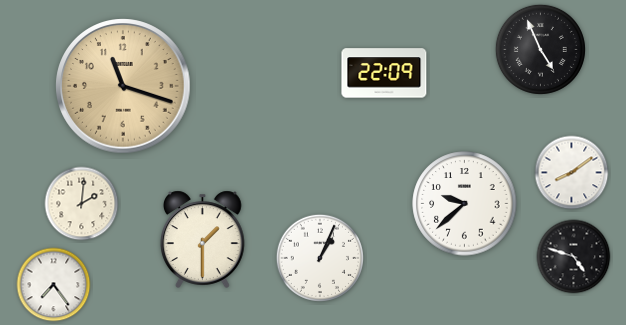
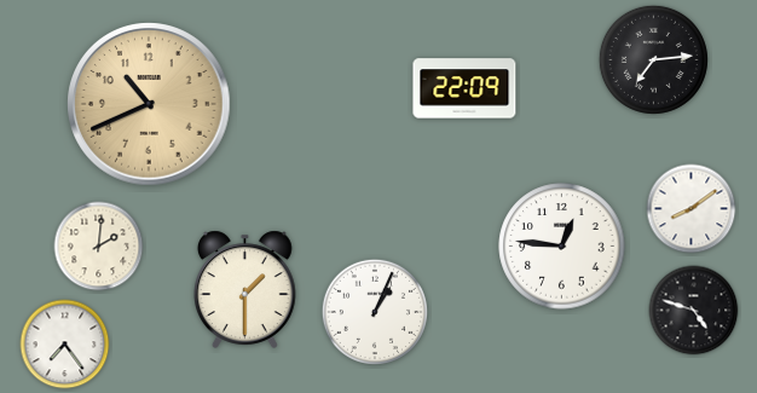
clock at (540, 49): 4:56 -> 7:14
clock at (123, 86): 11:18 -> 10:41
clock at (465, 204): 9:38 -> 12:46
clock at (320, 258) position: (320, 258) -> (375, 312)
